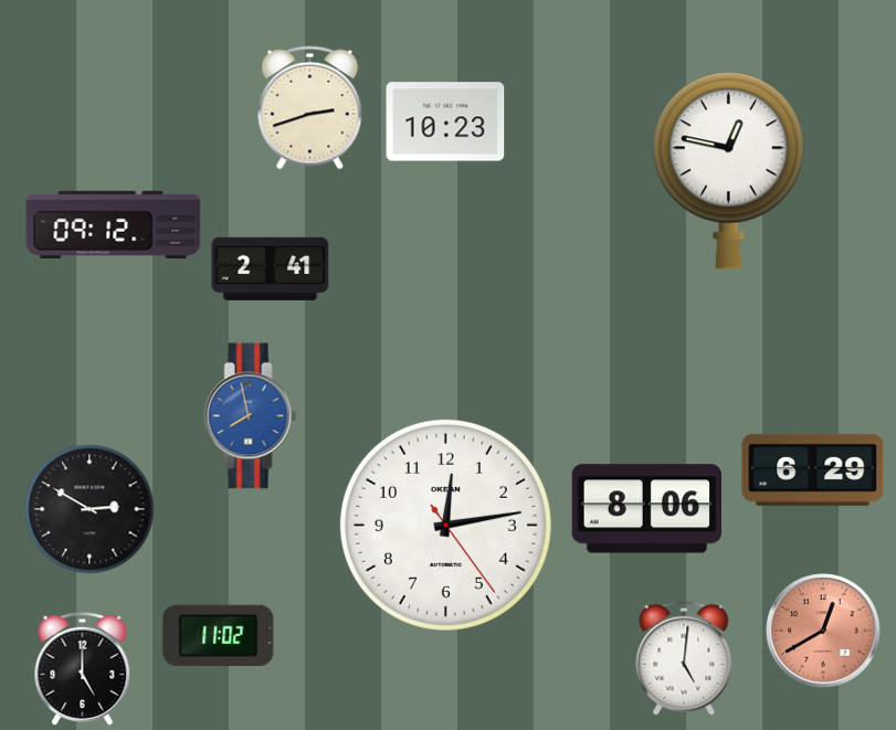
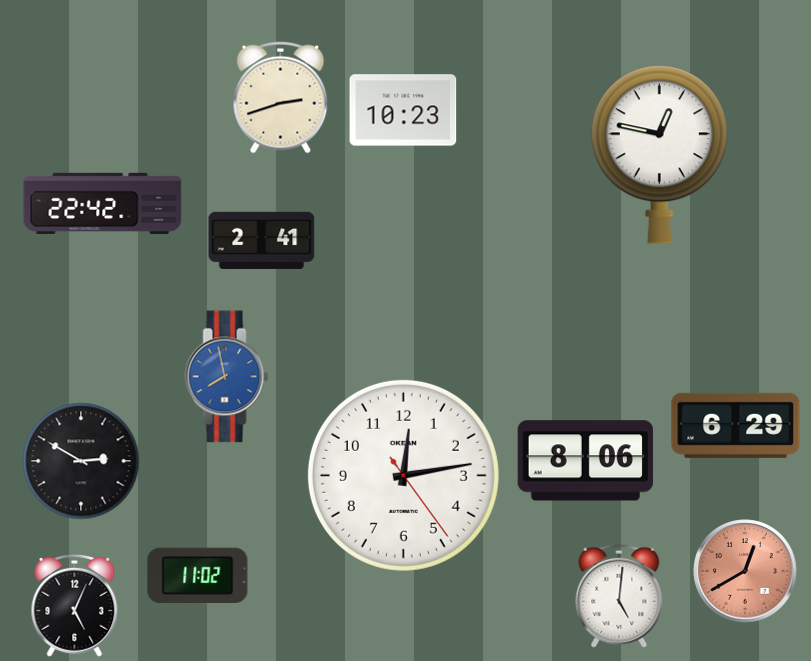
clock at (114, 224): 09:12 -> 22:42
clock at (271, 268) position: (271, 268) -> (262, 240)
clock at (83, 668): 5:00 -> 5:04
